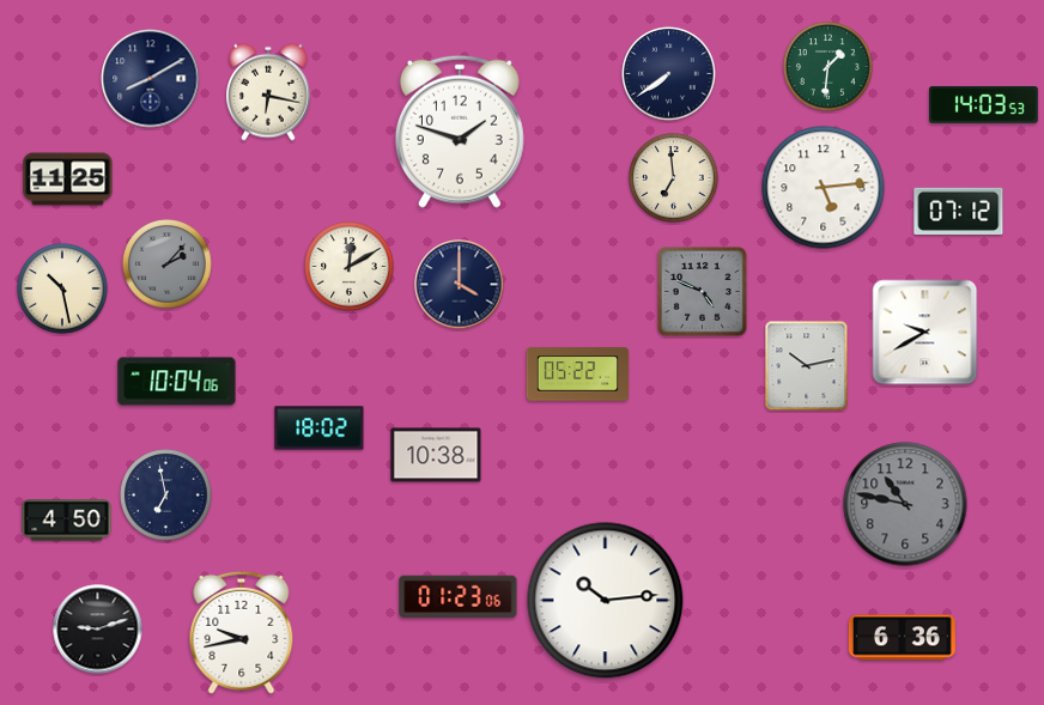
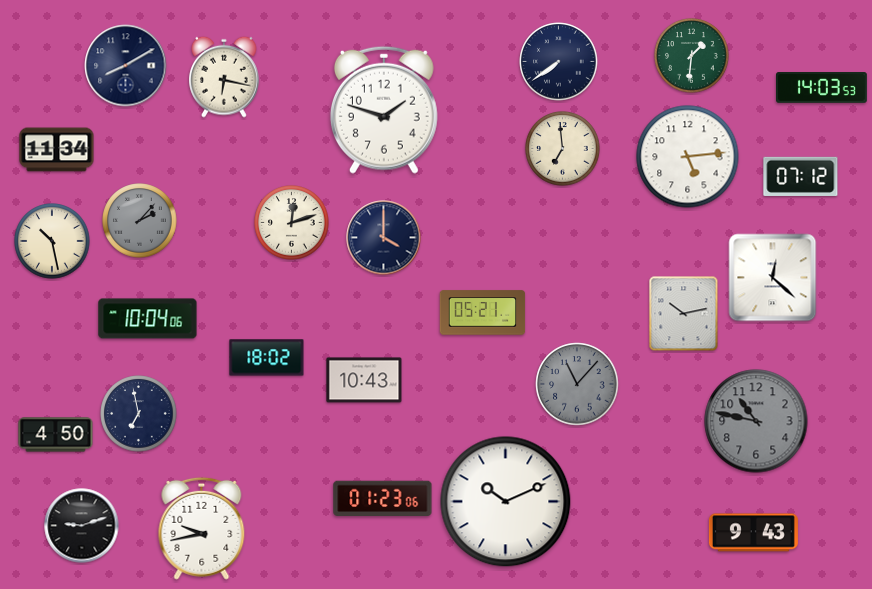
clock at (68, 180): 11:25 -> 11:34
clock at (350, 267): 12:10 -> 12:12
clock at (702, 291): 4:49 -> none
clock at (925, 333): 9:40 -> 12:22
clock at (807, 366) position: (807, 366) -> (684, 314)
clock at (578, 375): 05:22 -> 05:21
clock at (436, 455): 10:38 -> 10:43
clock at (577, 384): none -> 11:07
clock at (606, 601): 10:14 -> 10:11
clock at (902, 638): 6:36 -> 9:43
